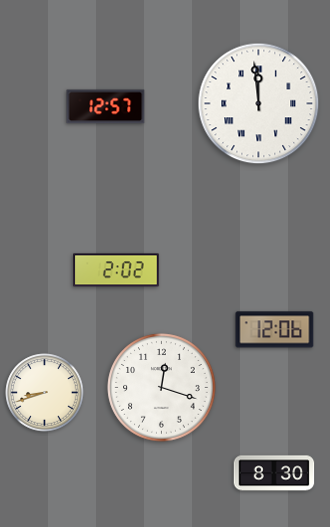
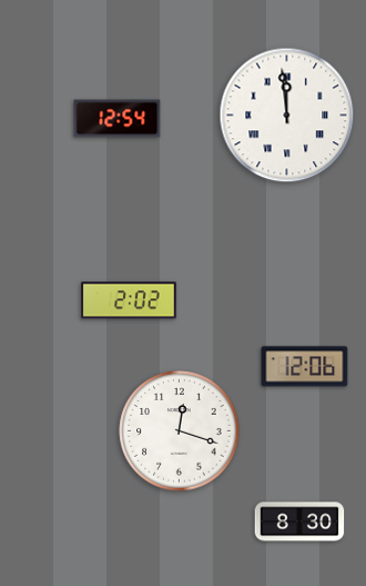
clock at (106, 107): 12:57 -> 12:54
clock at (45, 393): 8:42 -> none
clock at (274, 473) position: (274, 473) -> (299, 522)
